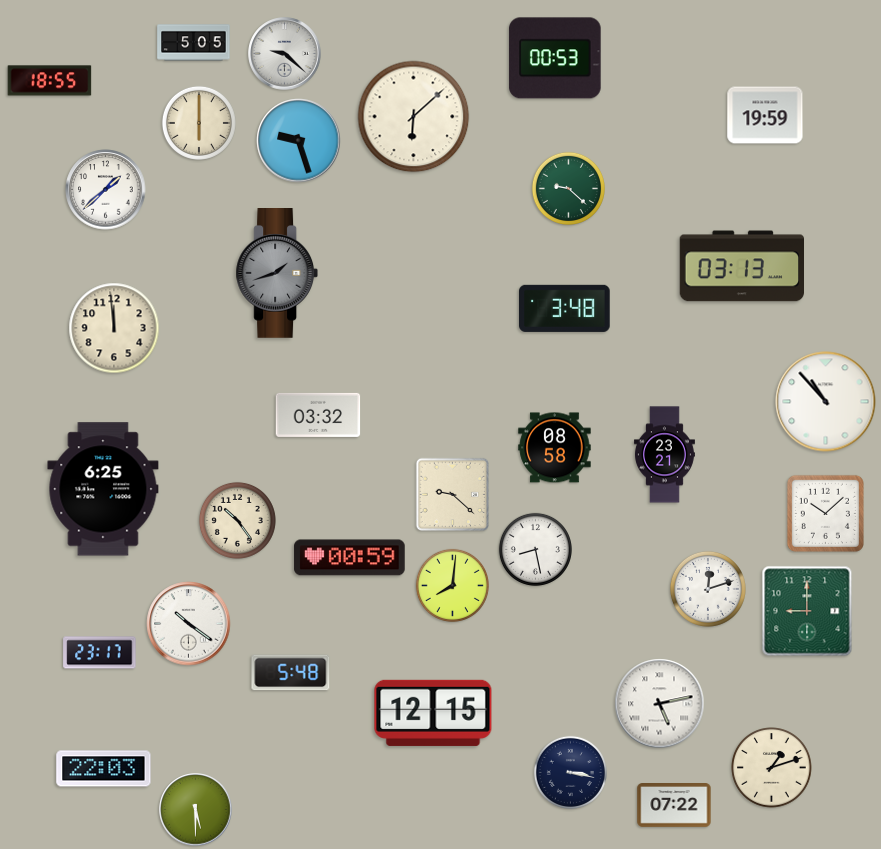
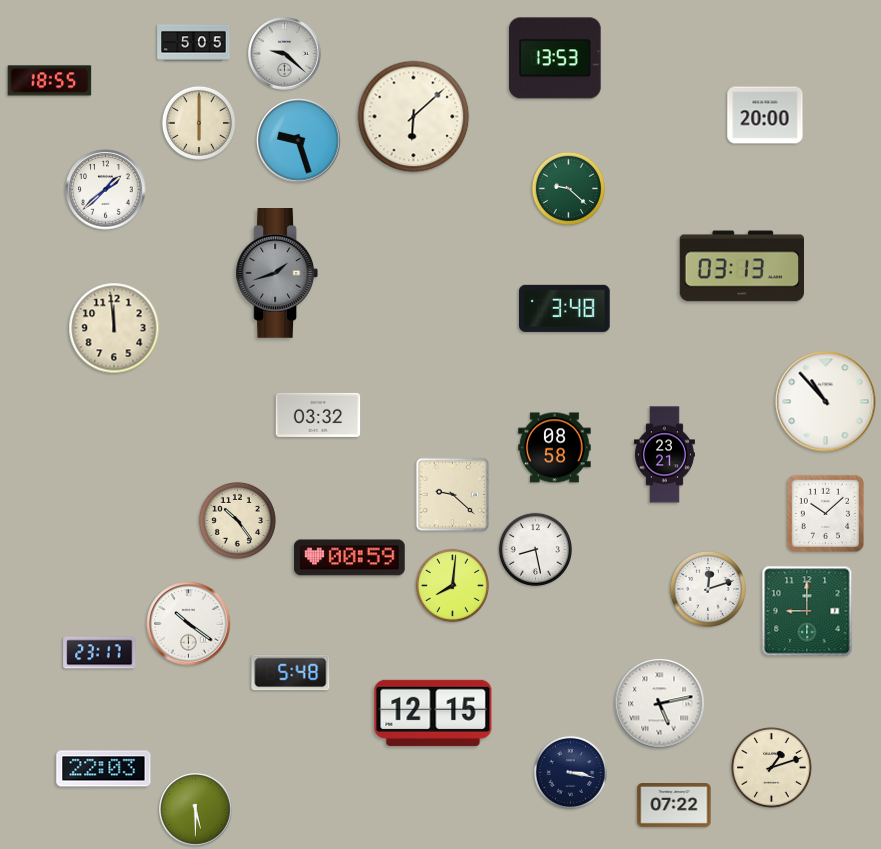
clock at (555, 58): 00:53 -> 13:53
clock at (765, 115): 19:59 -> 20:00
clock at (103, 489): 6:25 -> none
